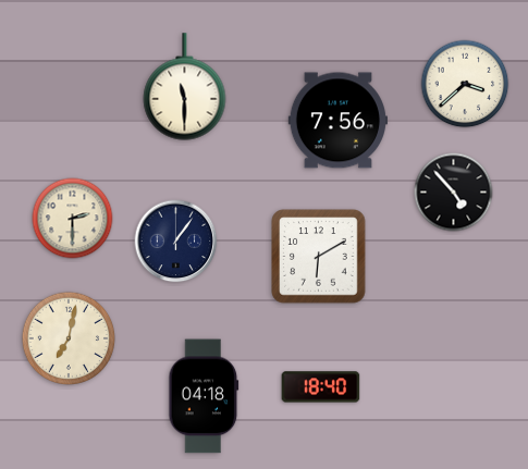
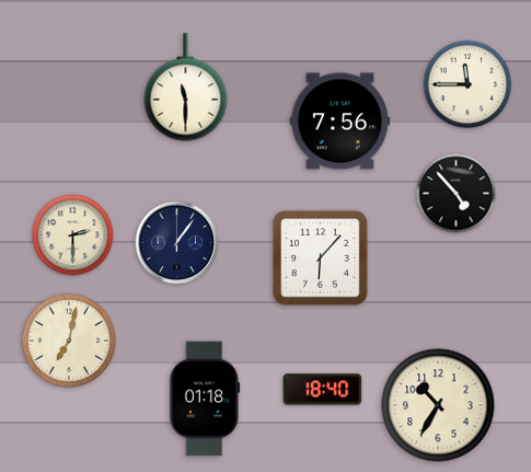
clock at (465, 84): 3:38 -> 11:45
clock at (73, 219) position: (73, 219) -> (73, 235)
clock at (319, 257): 6:10 -> 6:07
clock at (204, 396): 04:18 -> 01:18
clock at (438, 405): none -> 10:35
